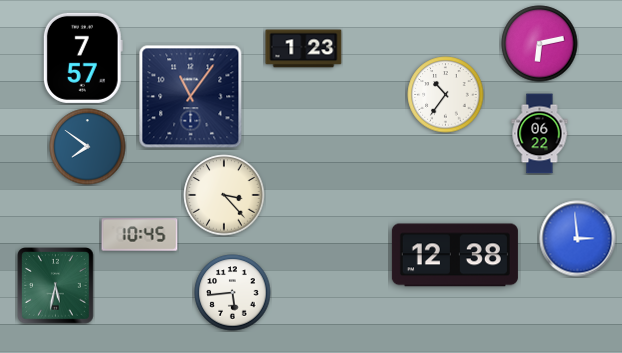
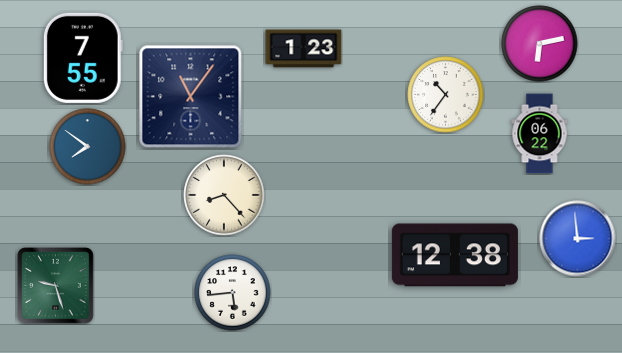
clock at (83, 58): 7:57 -> 7:55
clock at (224, 195): 3:23 -> 8:23
clock at (140, 235): 10:45 -> none
clock at (56, 286): 5:32 -> 9:27
